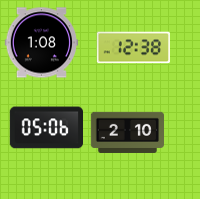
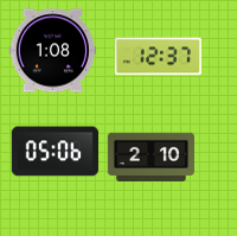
clock at (41, 43) position: (41, 43) -> (52, 51)
clock at (133, 48): 12:38 -> 12:37
